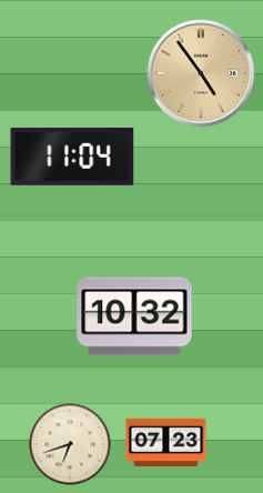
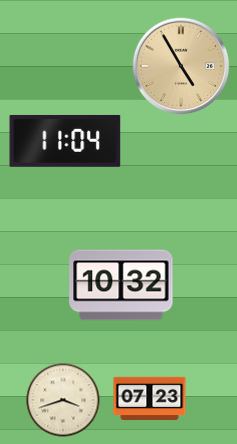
clock at (201, 73): 4:54 -> 4:55
clock at (70, 444): 6:42 -> 3:42
